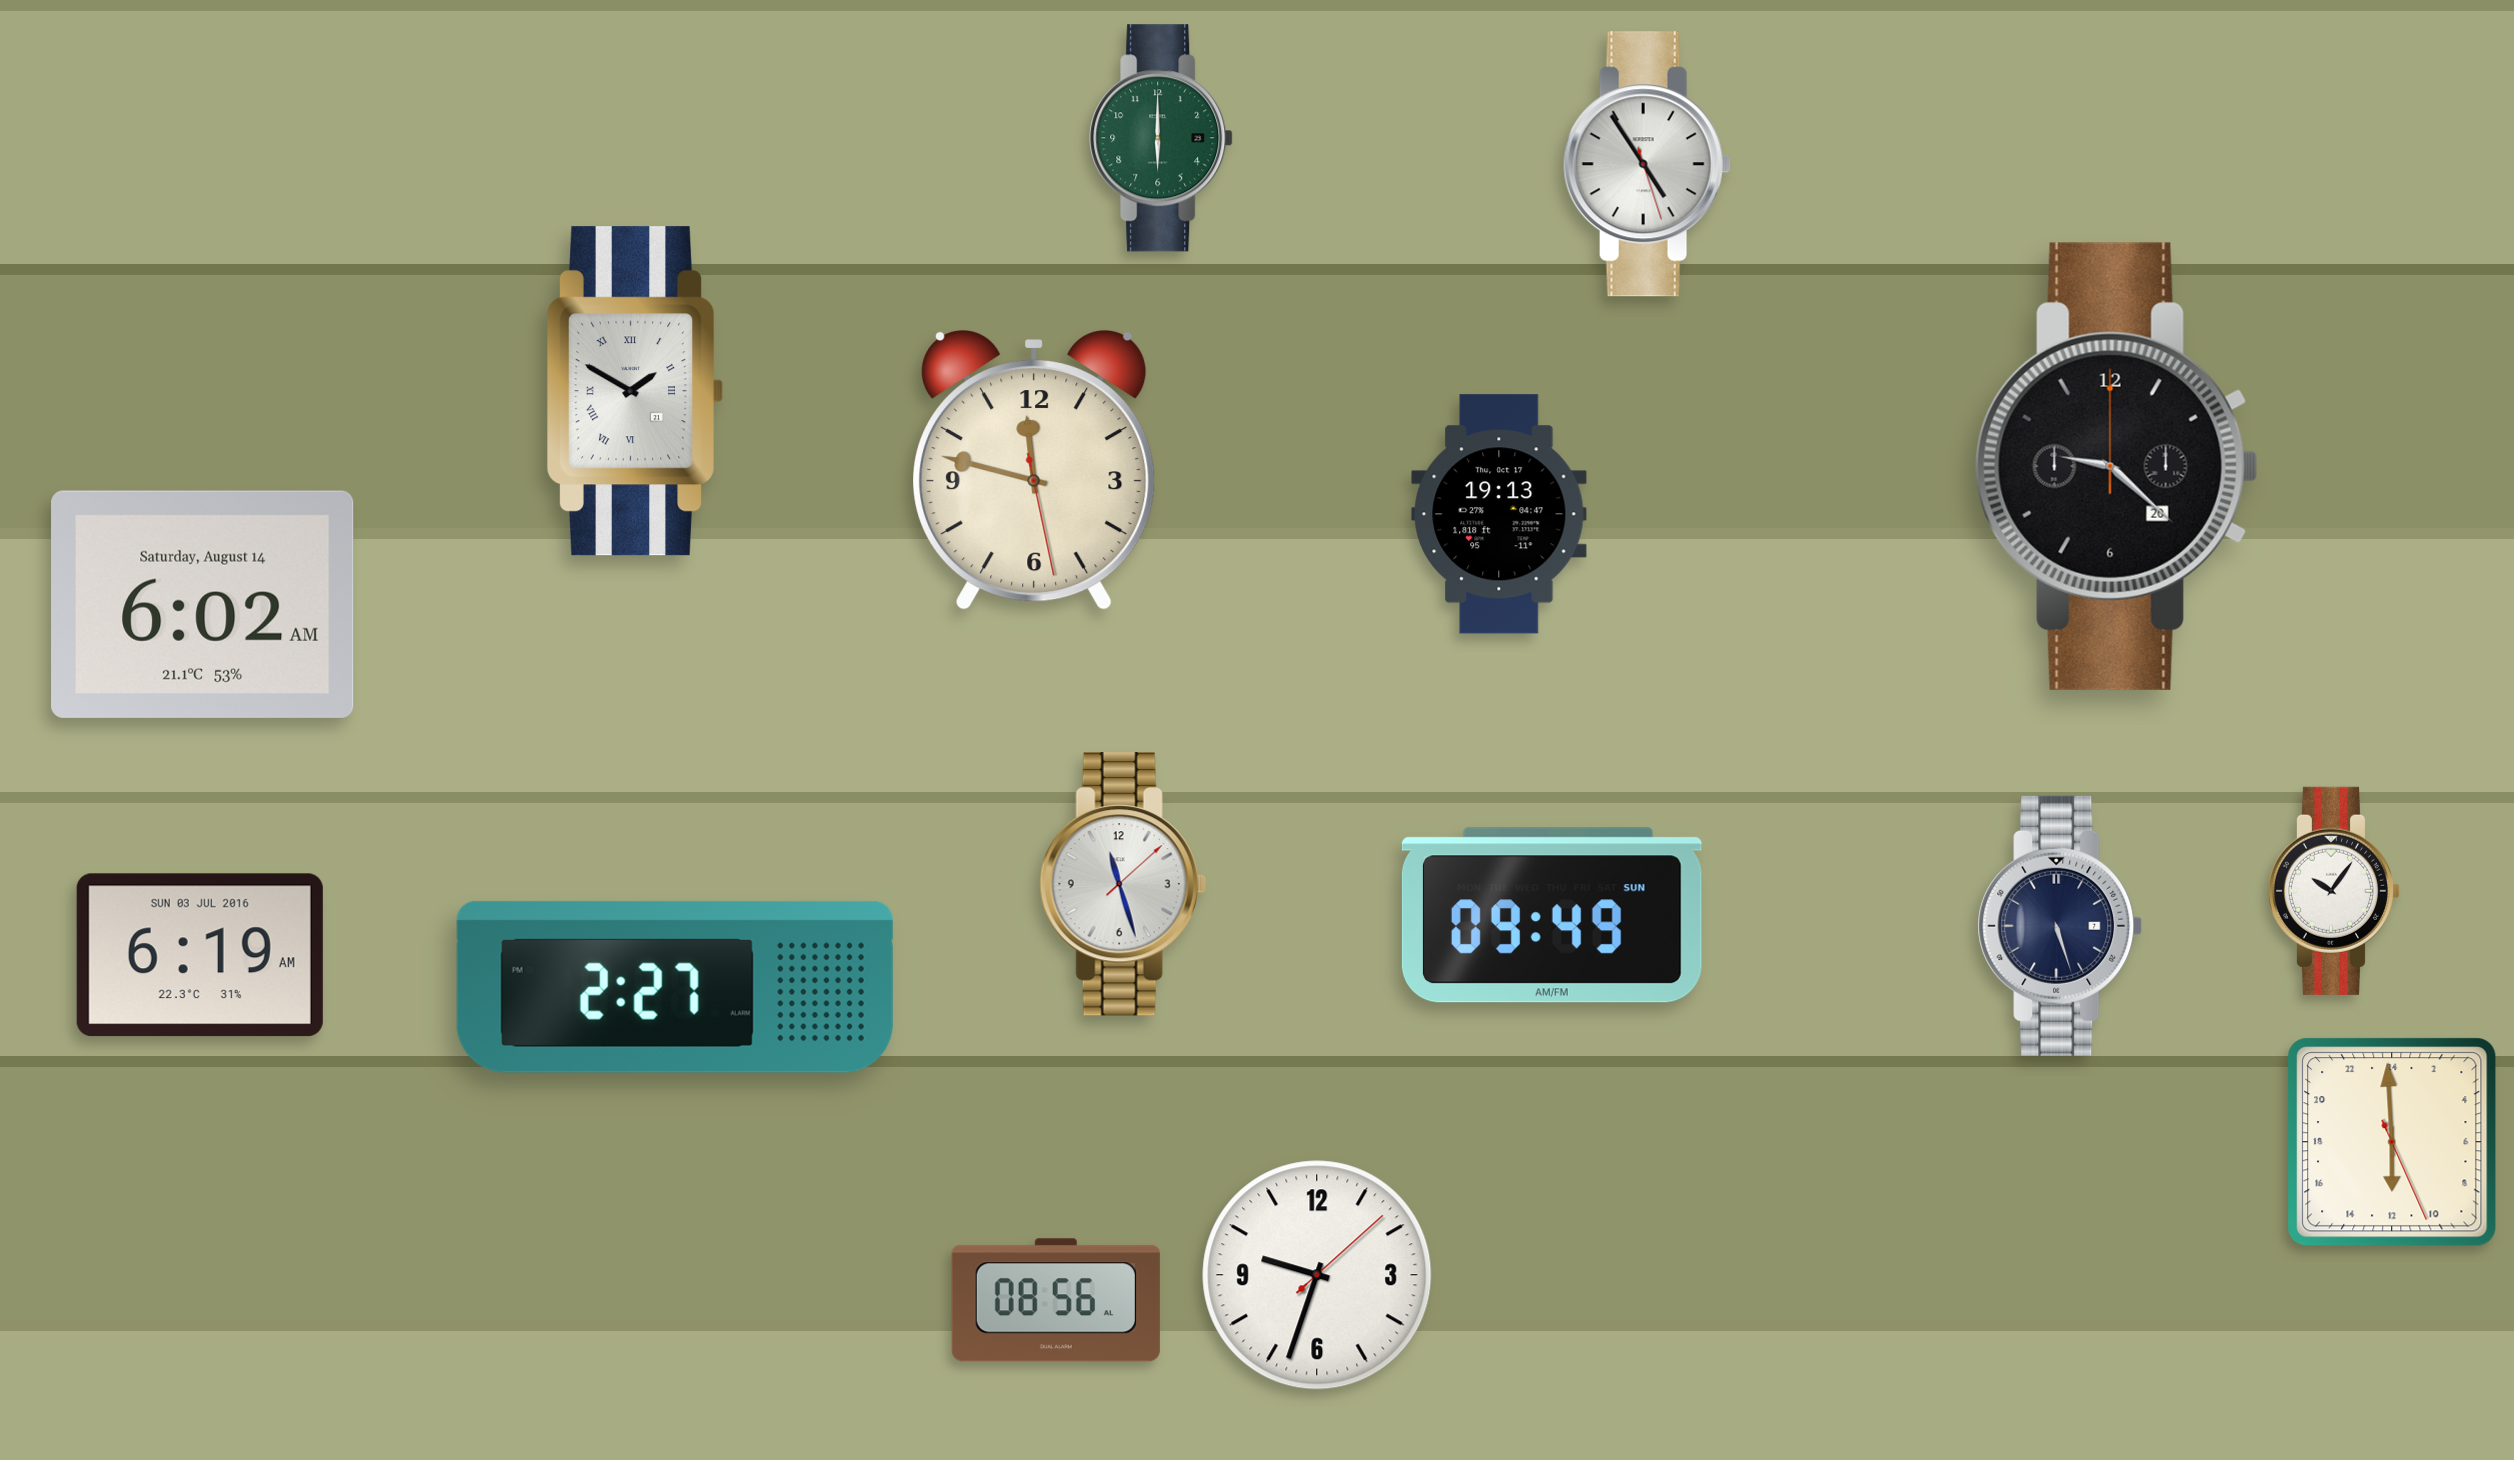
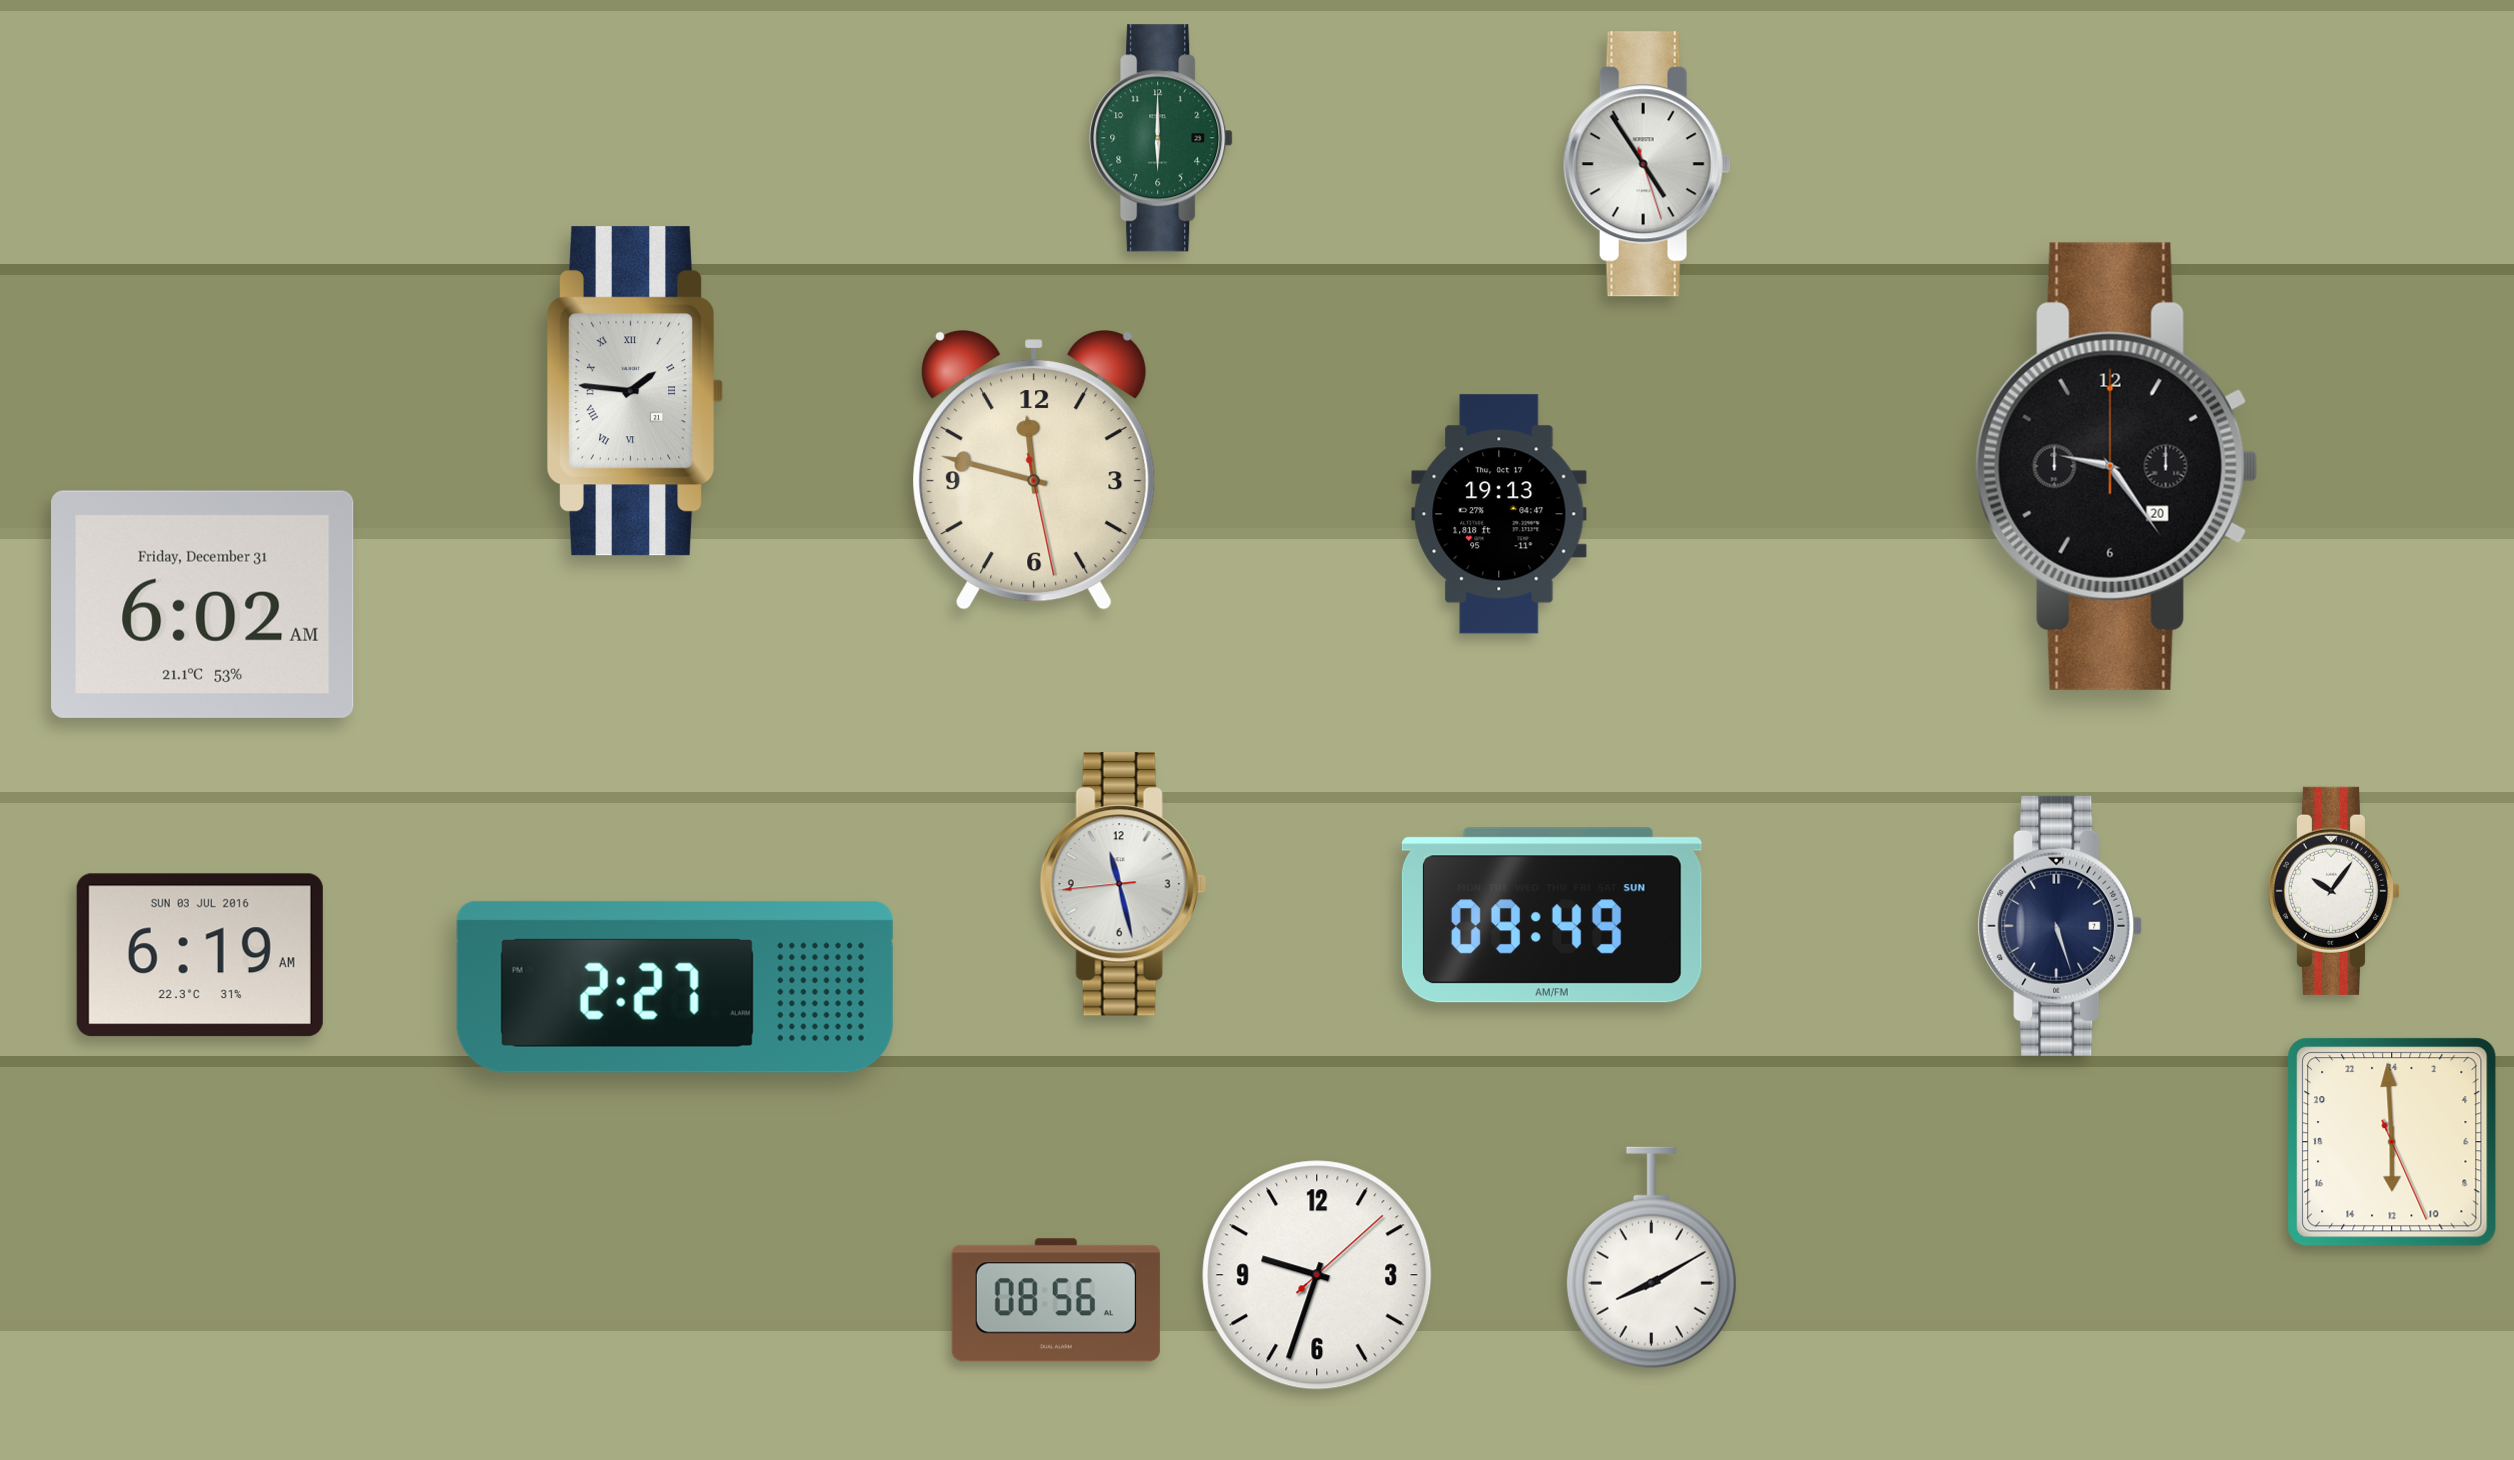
clock at (635, 391): 1:50 -> 1:46
clock at (2117, 466): 9:22 -> 9:24
clock at (203, 604) date: Saturday, August 14 -> Friday, December 31
clock at (1123, 884): 11:27:08 -> 11:27:44
clock at (1651, 1258): none -> 8:10
